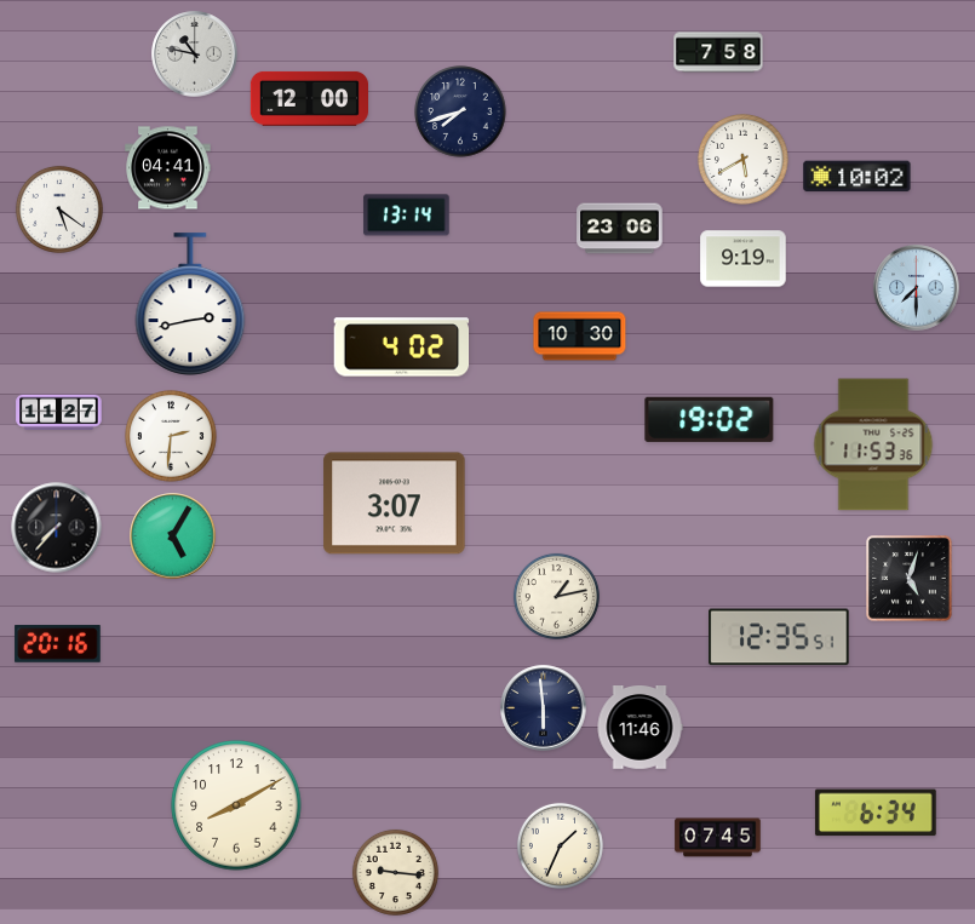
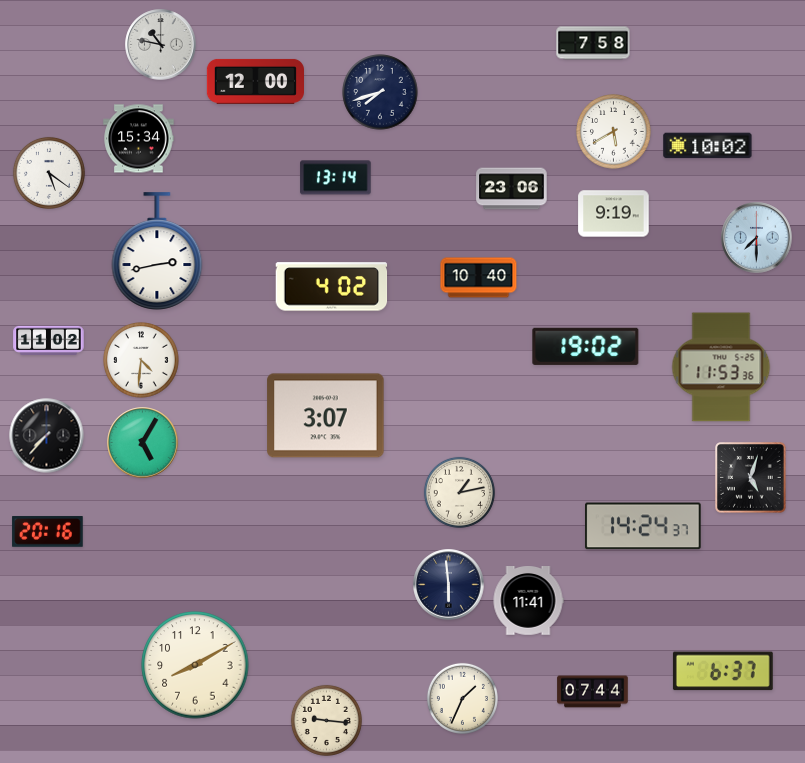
clock at (168, 168): 04:41 -> 15:34
clock at (580, 337): 10:30 -> 10:40
clock at (59, 412): 11:27 -> 11:02
clock at (171, 436): 2:31 -> 4:31
clock at (780, 637): 12:35 -> 14:24
clock at (640, 728): 11:46 -> 11:41
clock at (876, 813): 6:34 -> 6:37
clock at (718, 838): 07:45 -> 07:44
